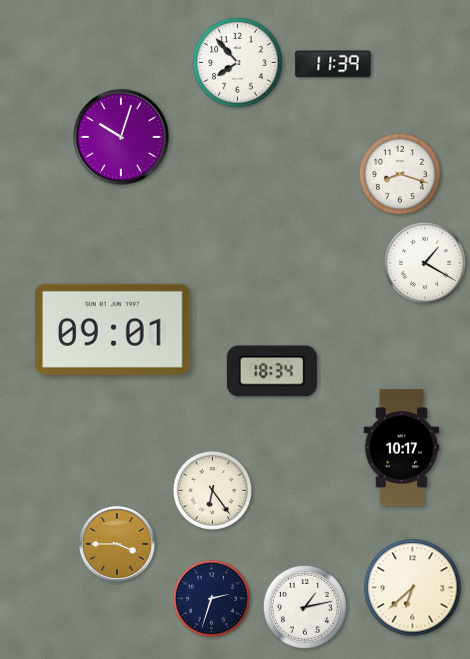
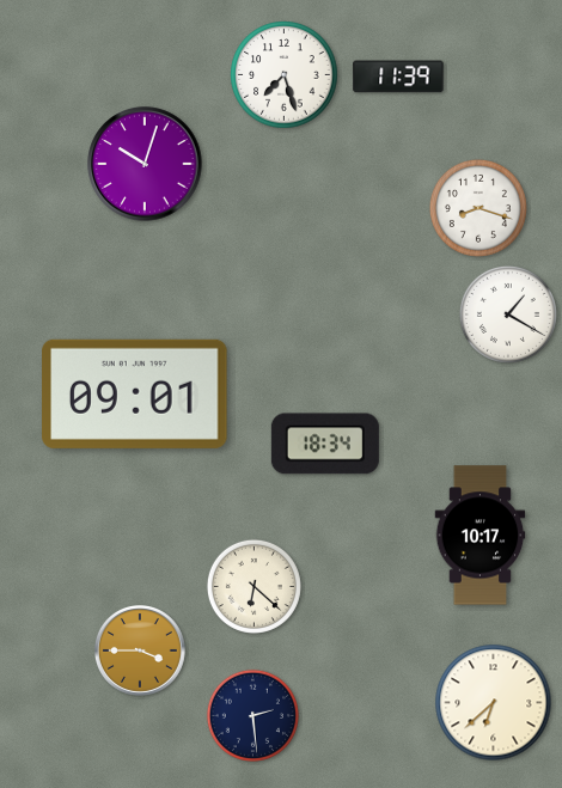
clock at (238, 63): 7:53 -> 7:27
clock at (212, 490): 6:24 -> 6:22
clock at (211, 598): 2:33 -> 2:29
clock at (305, 607): 1:13 -> none
